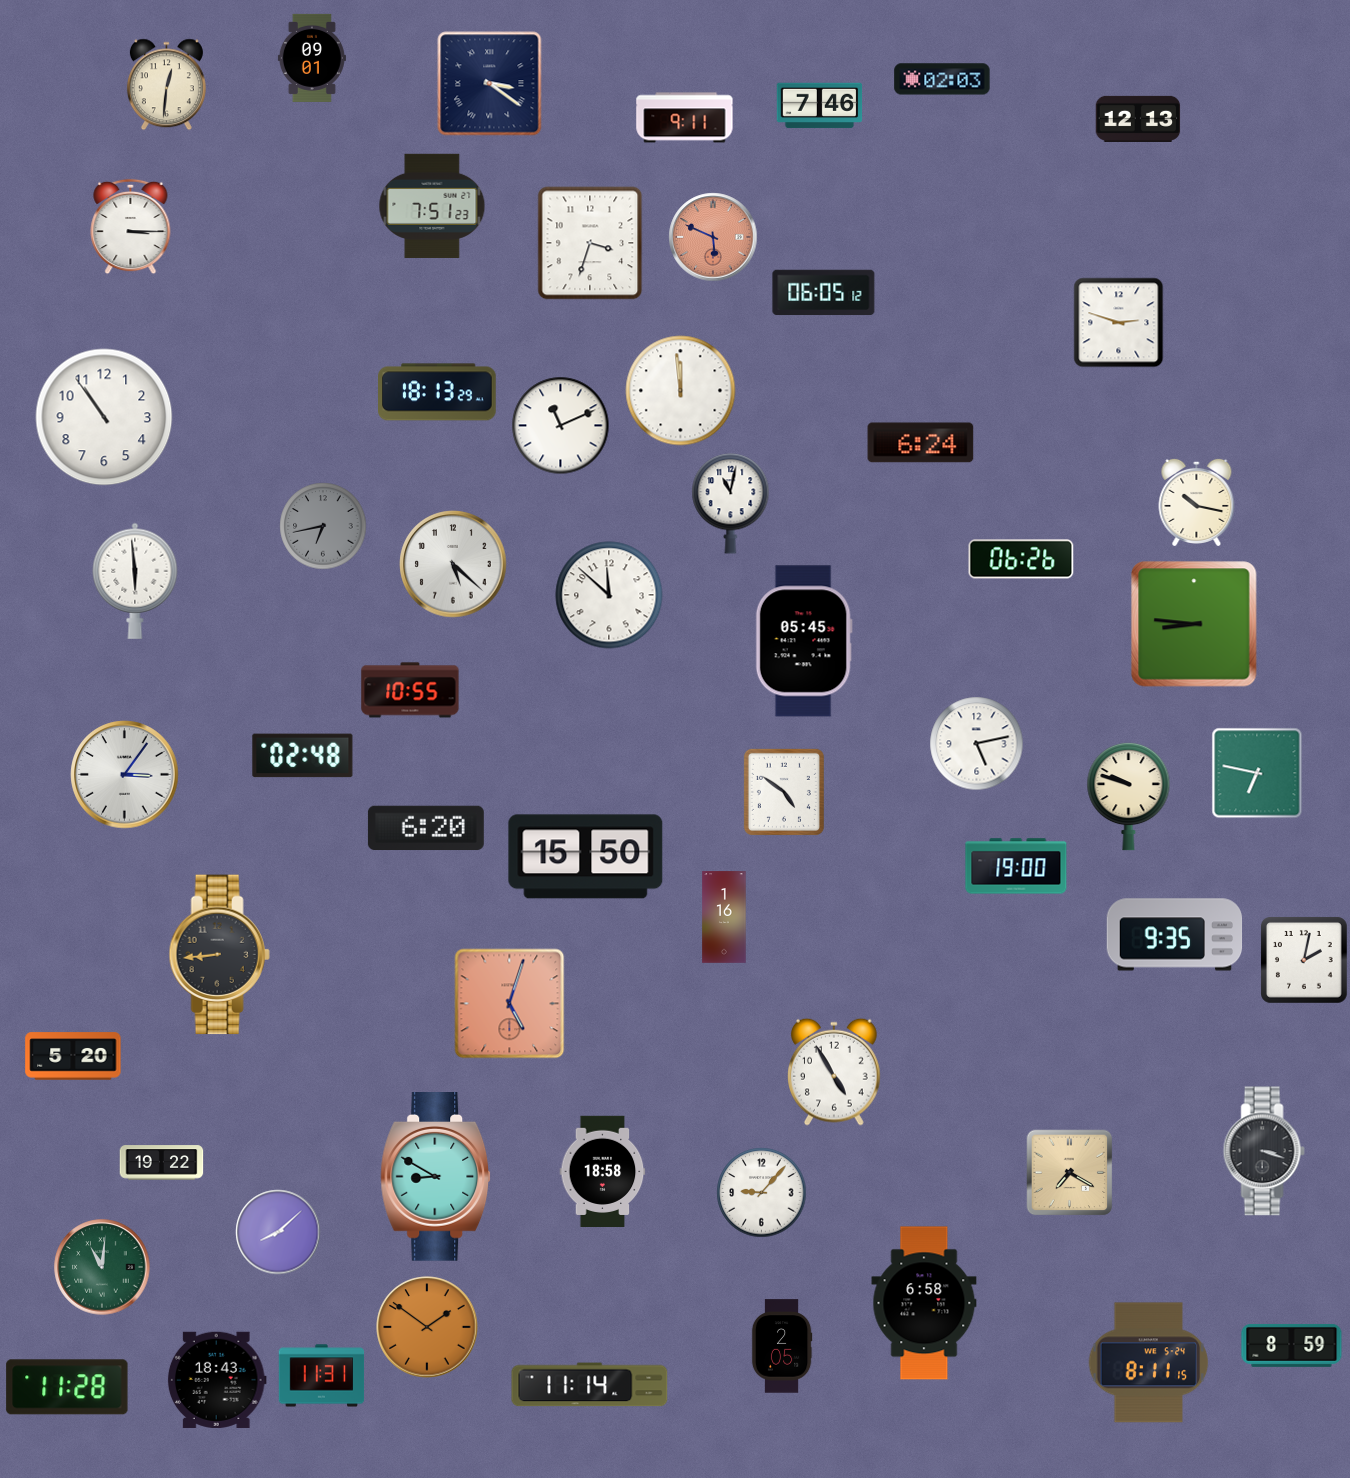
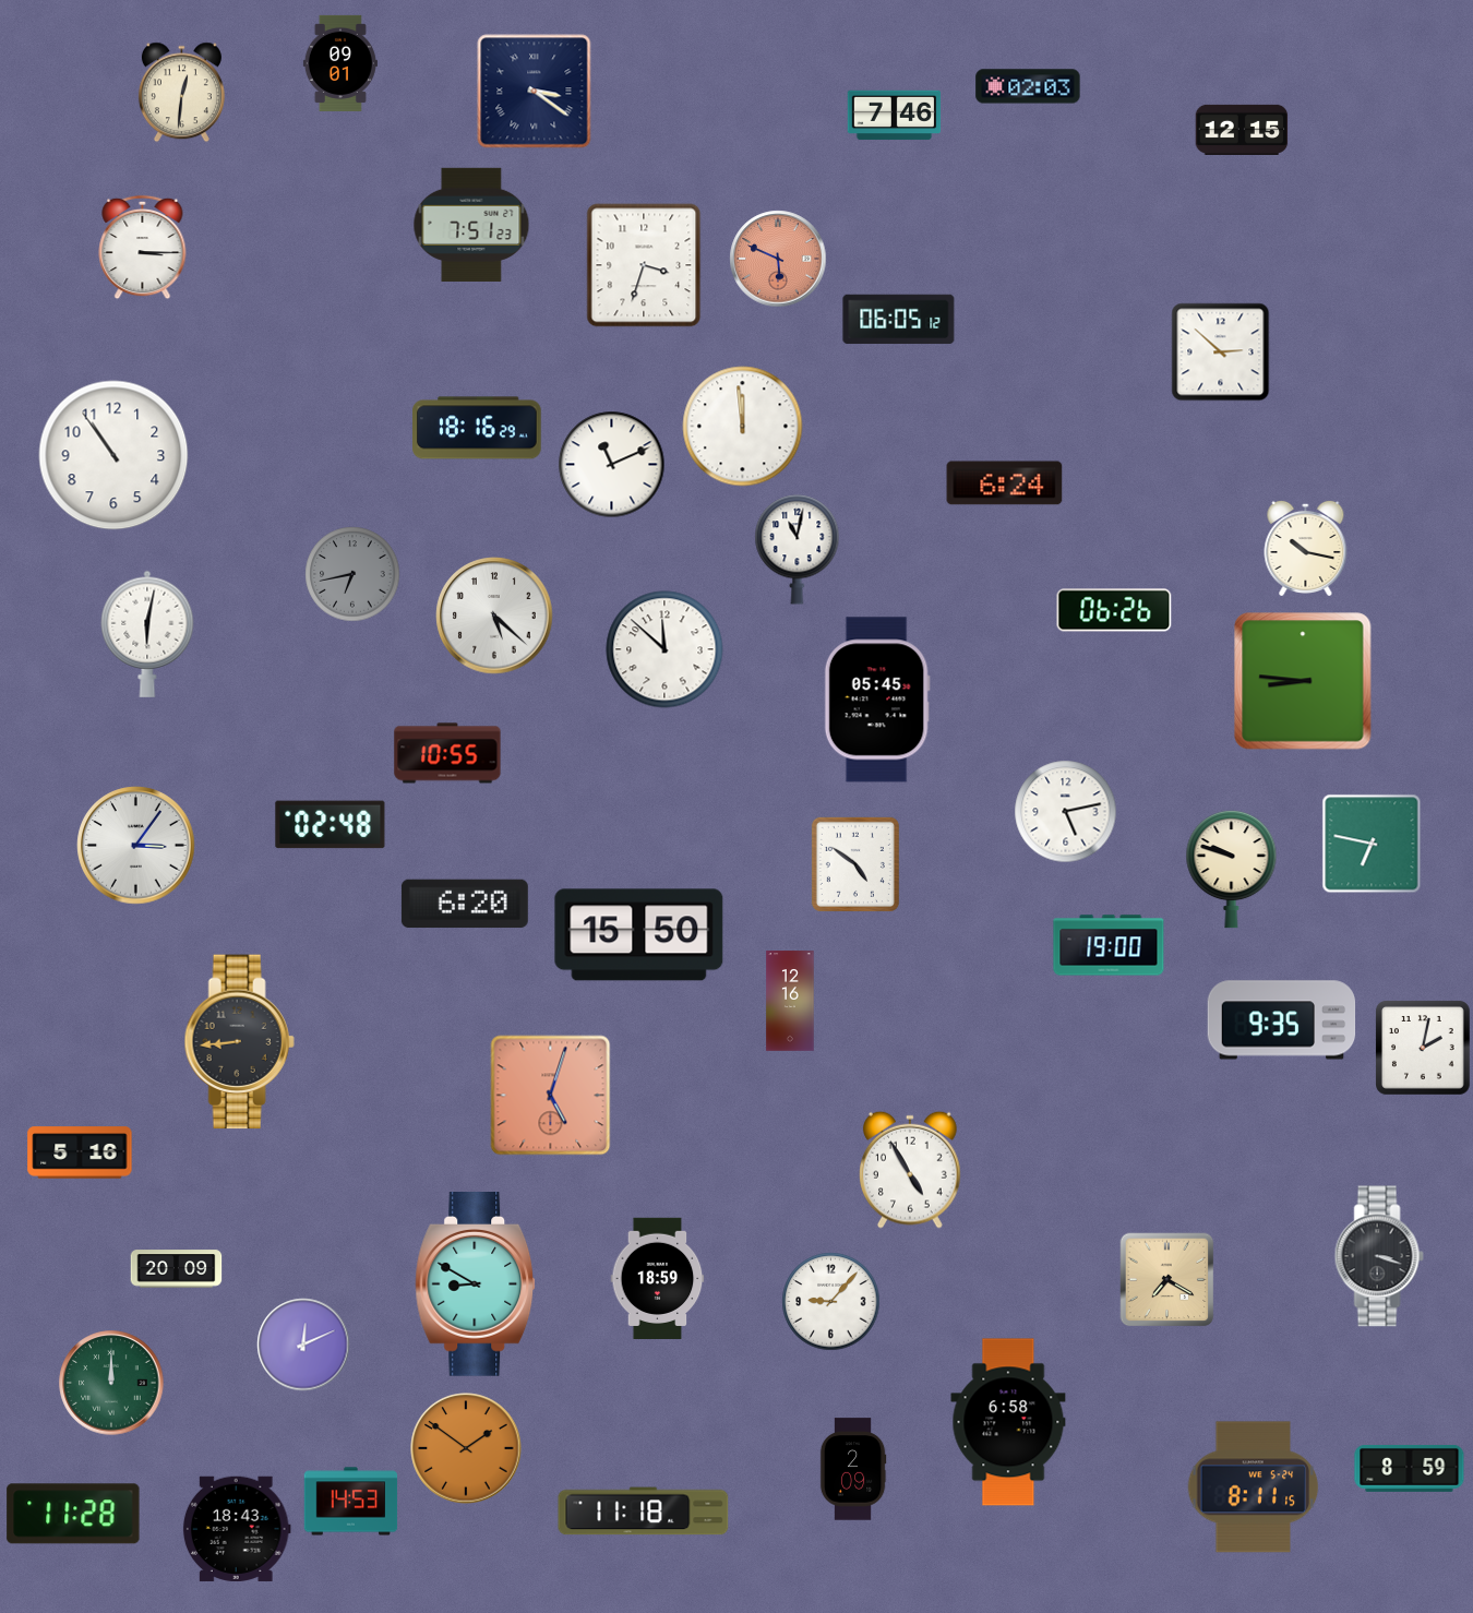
clock at (685, 118): 9:11 -> none
clock at (1138, 119): 12:13 -> 12:15
clock at (1119, 323): 2:48 -> 2:52
clock at (438, 392): 18:13 -> 18:16
clock at (135, 581): 5:59 -> 6:02
clock at (724, 917): 1:16 -> 12:16
clock at (510, 1004) position: (510, 1004) -> (551, 1096)
clock at (73, 1056): 5:20 -> 5:16
clock at (162, 1163): 19:22 -> 20:09
clock at (603, 1171): 18:58 -> 18:59
clock at (278, 1232): 8:08 -> 12:11
clock at (102, 1267): 11:01 -> 12:00
clock at (782, 1346): 2:05 -> 2:09
clock at (322, 1376): 11:31 -> 14:53
clock at (217, 1380) position: (217, 1380) -> (237, 1529)
clock at (590, 1385): 11:14 -> 11:18
